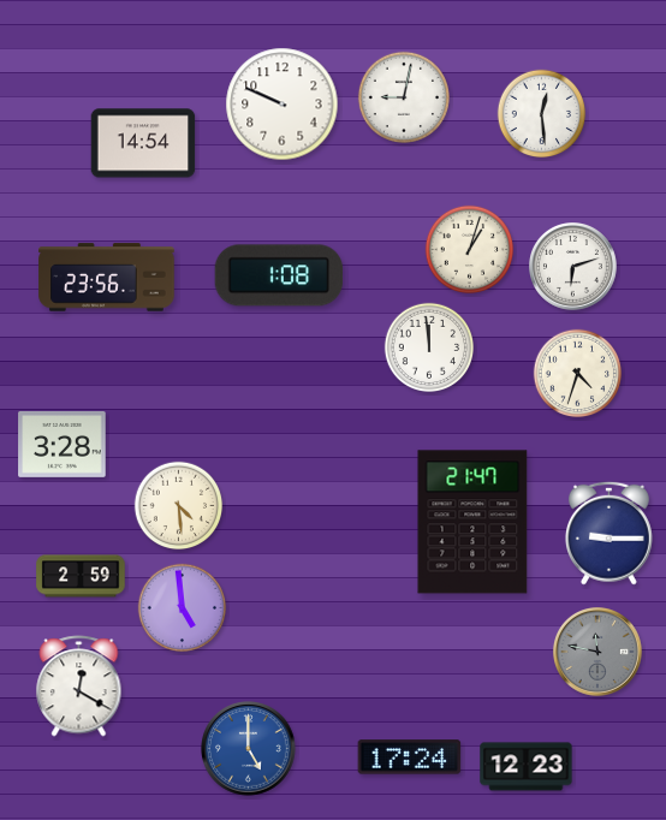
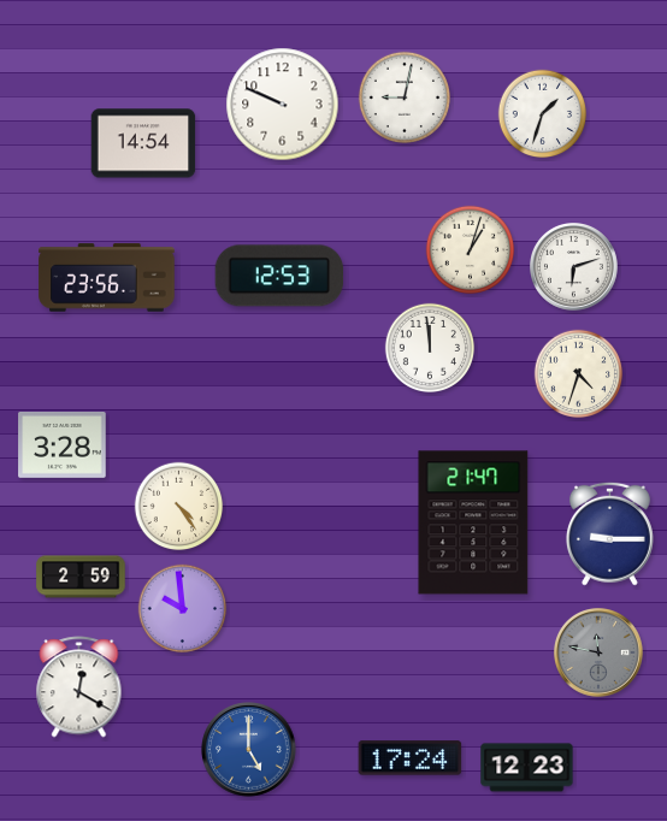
clock at (542, 114): 12:29 -> 1:33
clock at (279, 275): 1:08 -> 12:53
clock at (179, 506): 4:29 -> 4:24
clock at (183, 608): 4:59 -> 9:59
